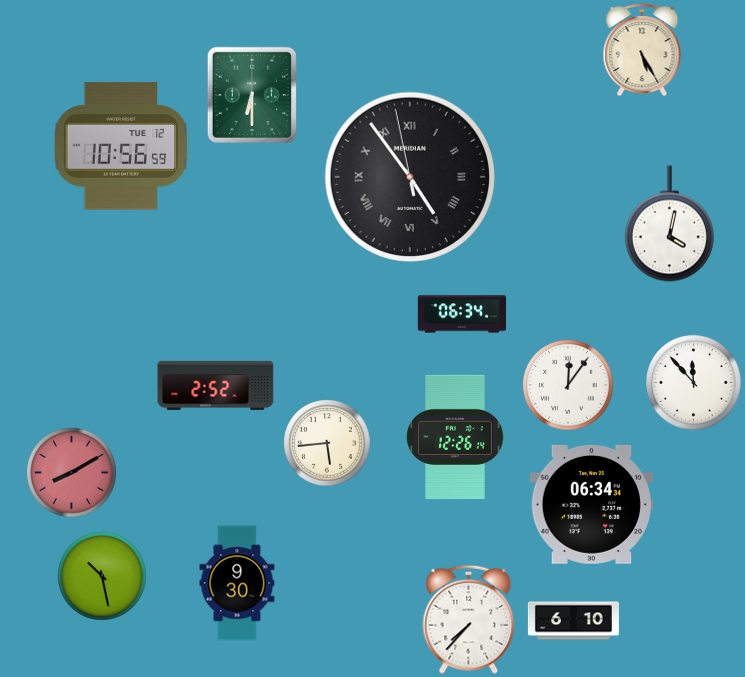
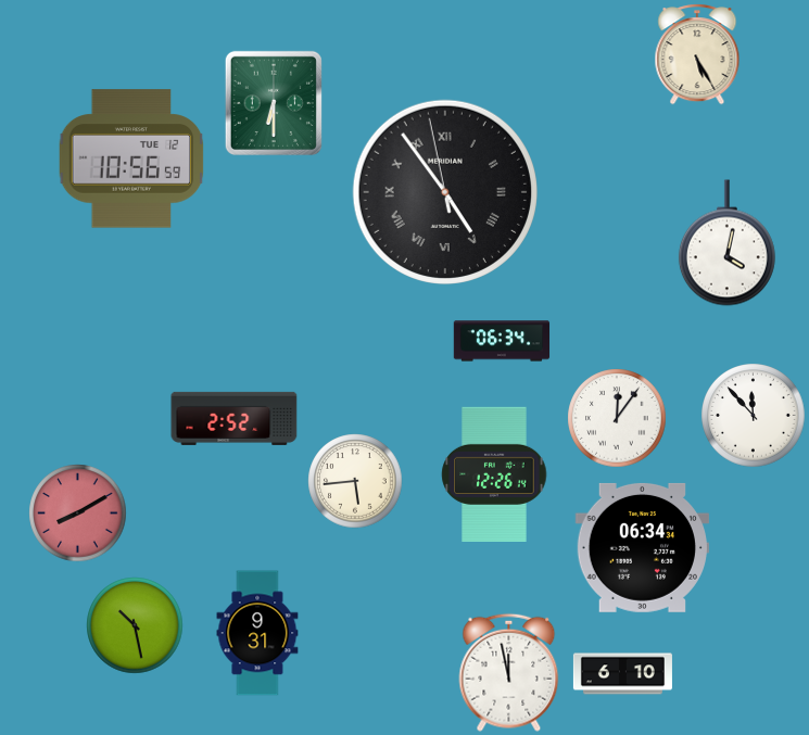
clock at (102, 576) position: (102, 576) -> (135, 625)
clock at (237, 583): 9:30 -> 9:31
clock at (469, 619): 7:37 -> 11:58
